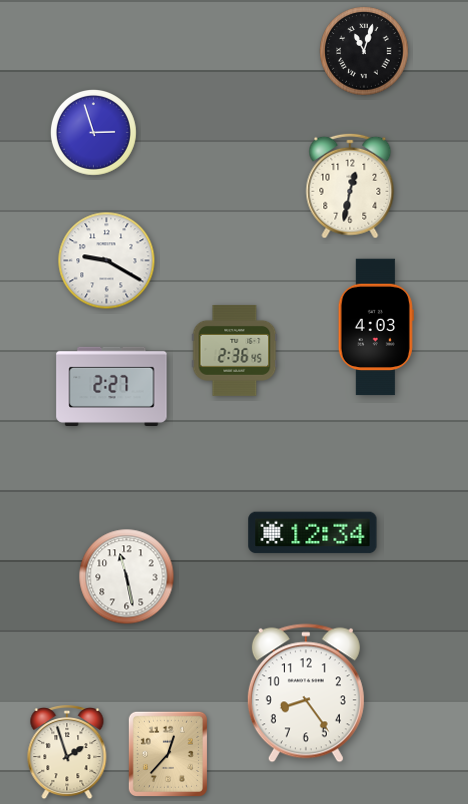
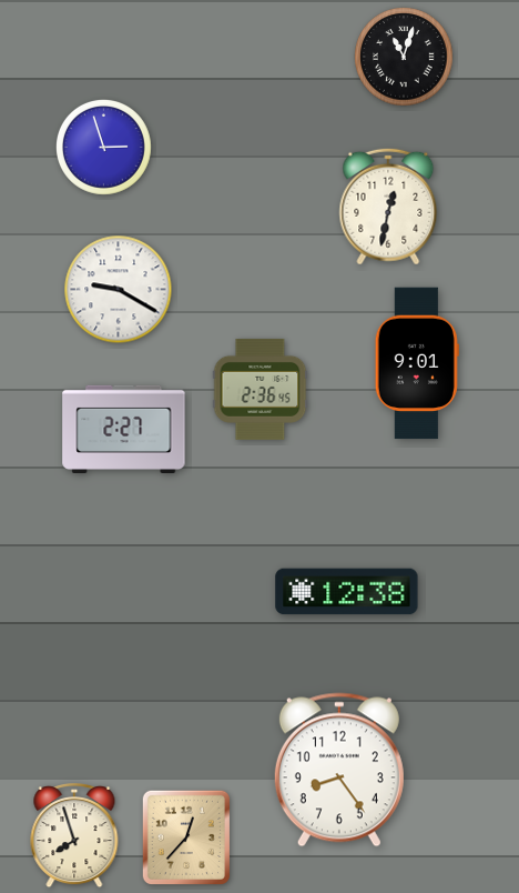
clock at (376, 327): 4:03 -> 9:01
clock at (313, 533): 12:34 -> 12:38
clock at (127, 577): 11:28 -> none
clock at (67, 753): 1:57 -> 7:57
